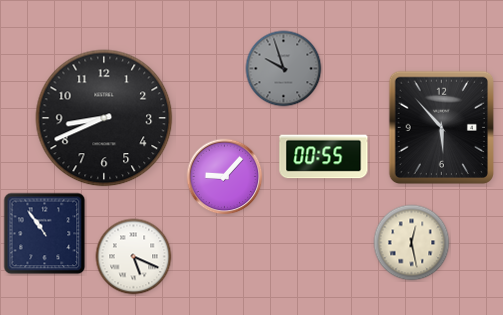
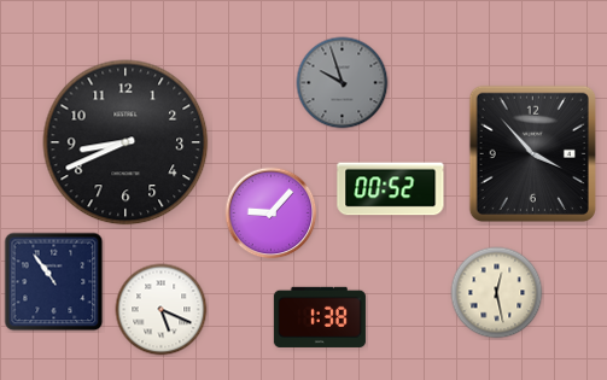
clock at (441, 128): 5:53 -> 3:53
clock at (324, 157): 00:55 -> 00:52
clock at (320, 317): none -> 1:38
